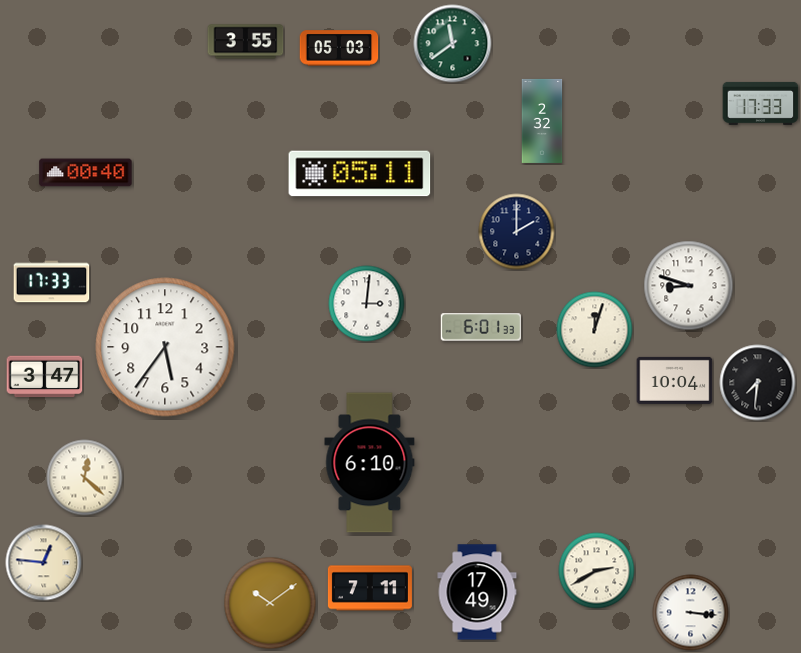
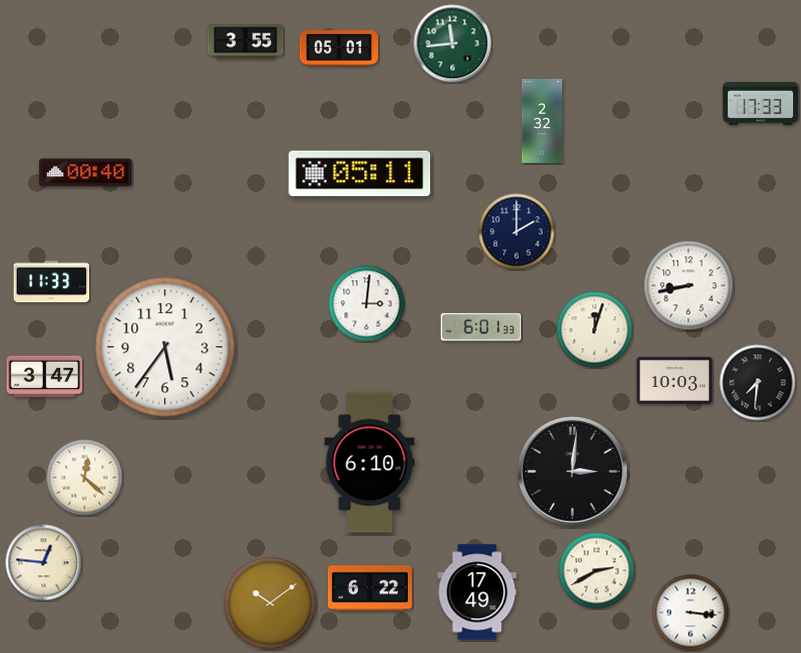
clock at (453, 44): 11:39 -> 11:44
clock at (339, 48): 05:03 -> 05:01
clock at (52, 282): 17:33 -> 11:33
clock at (689, 286): 8:48 -> 8:43
clock at (675, 380): 10:04 -> 10:03
clock at (573, 472): none -> 3:01
clock at (370, 588): 7:11 -> 6:22
